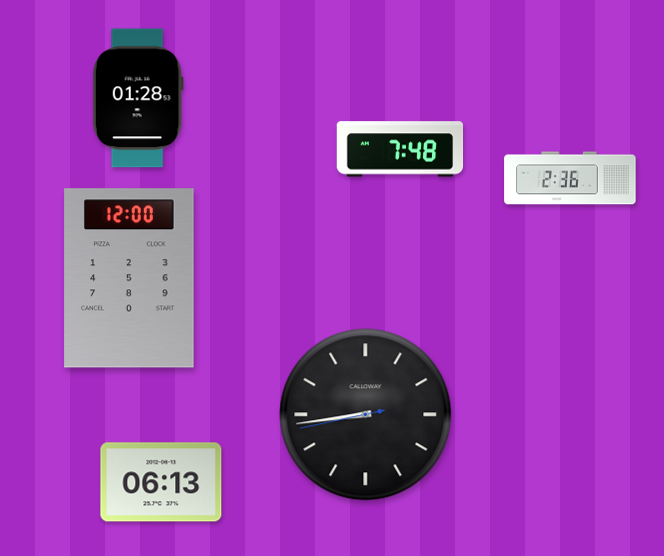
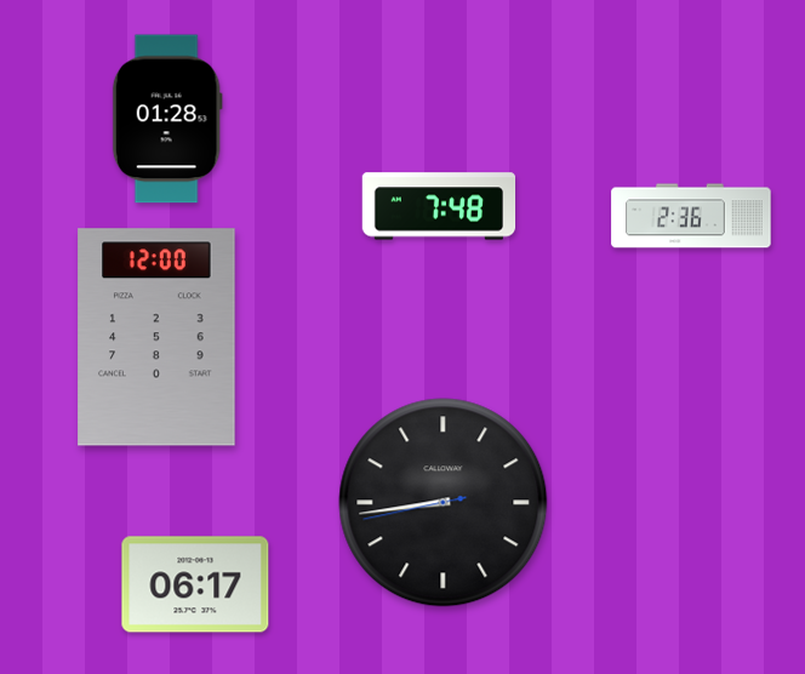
clock at (400, 149) position: (400, 149) -> (439, 206)
clock at (161, 482): 06:13 -> 06:17
